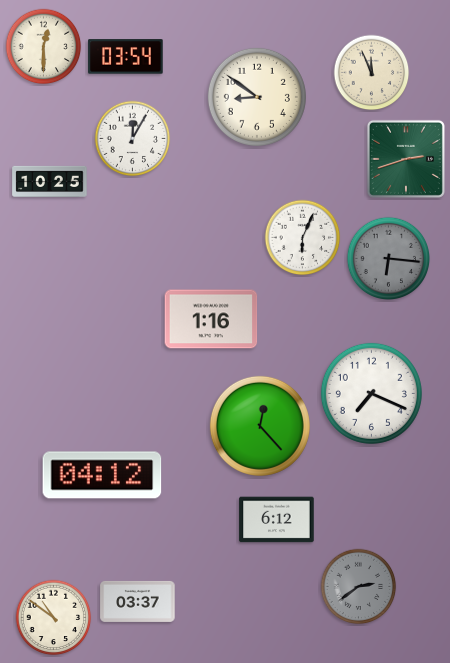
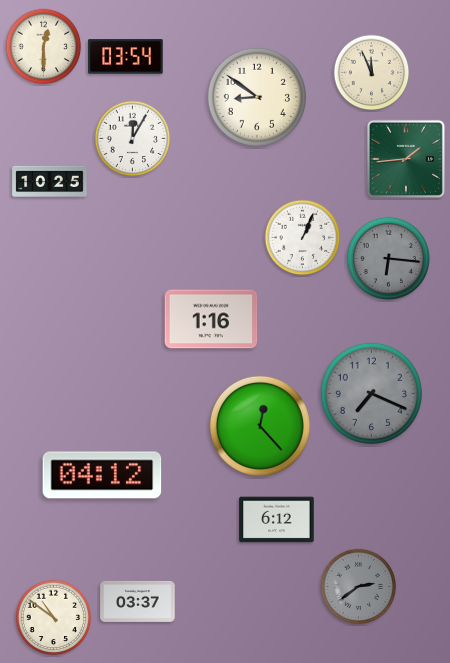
clock at (406, 159): 2:42 -> 1:44
clock at (303, 238): 6:04 -> 1:04
clock at (371, 393) dial: white -> grey
